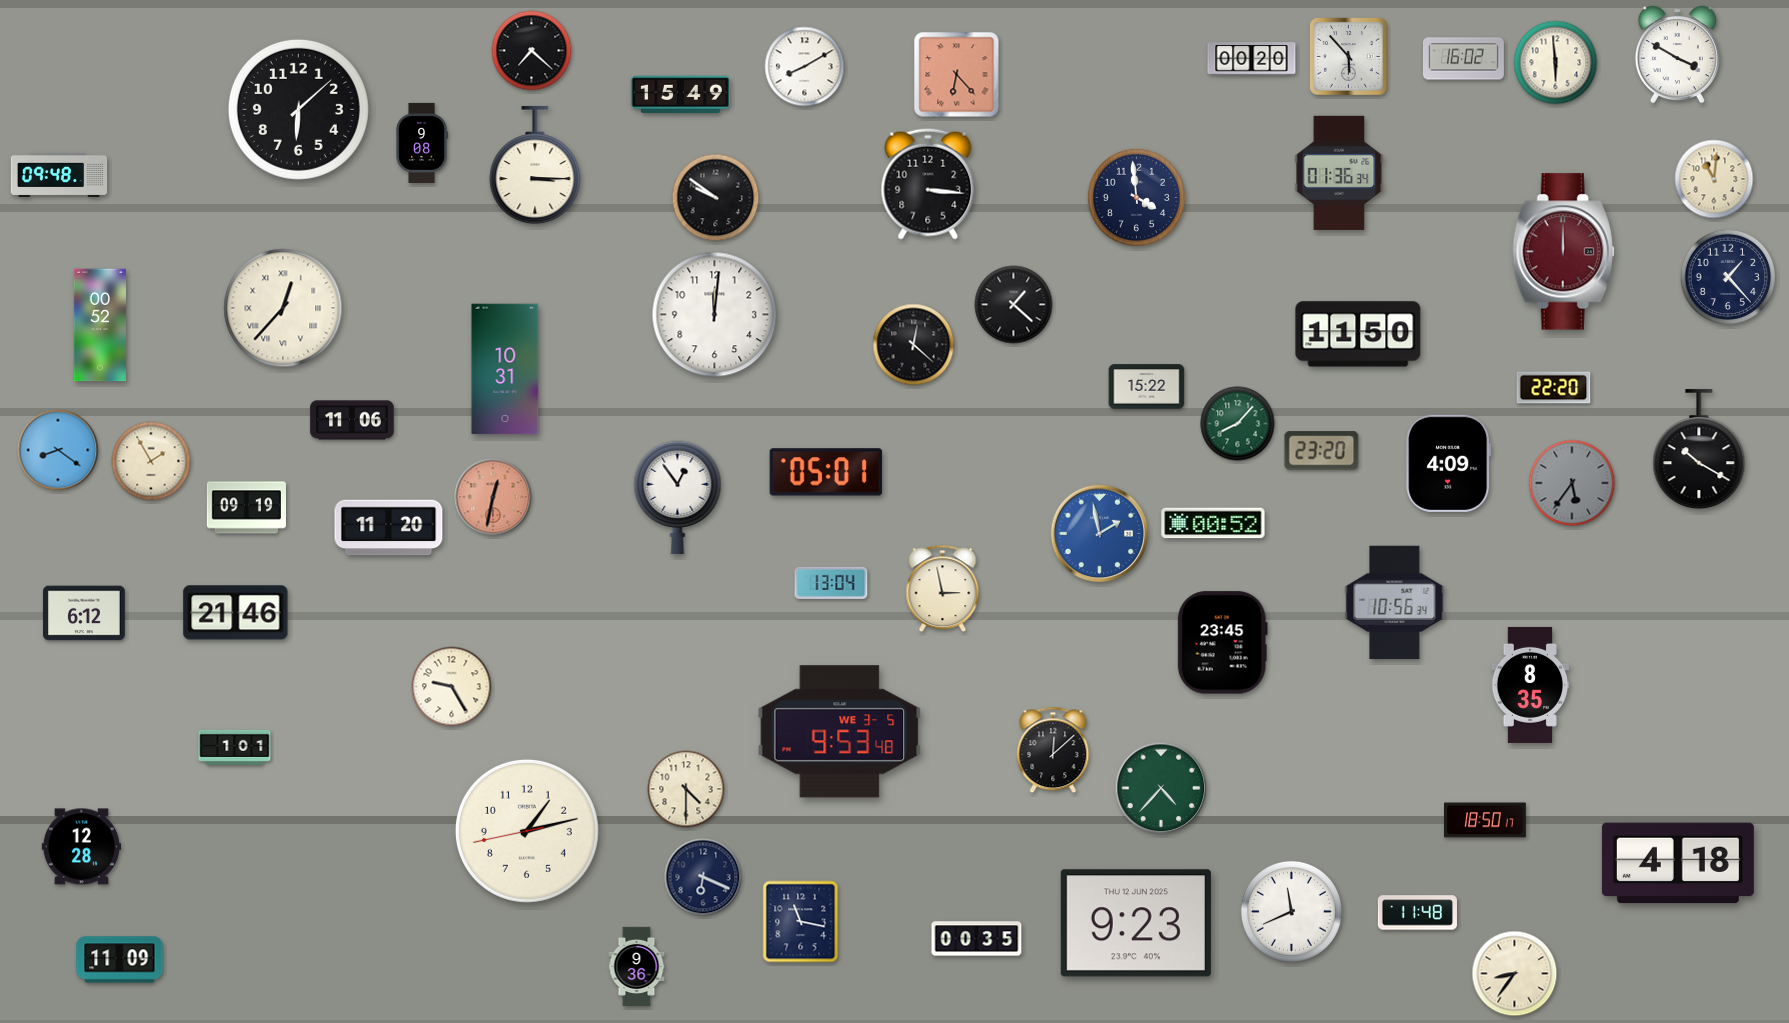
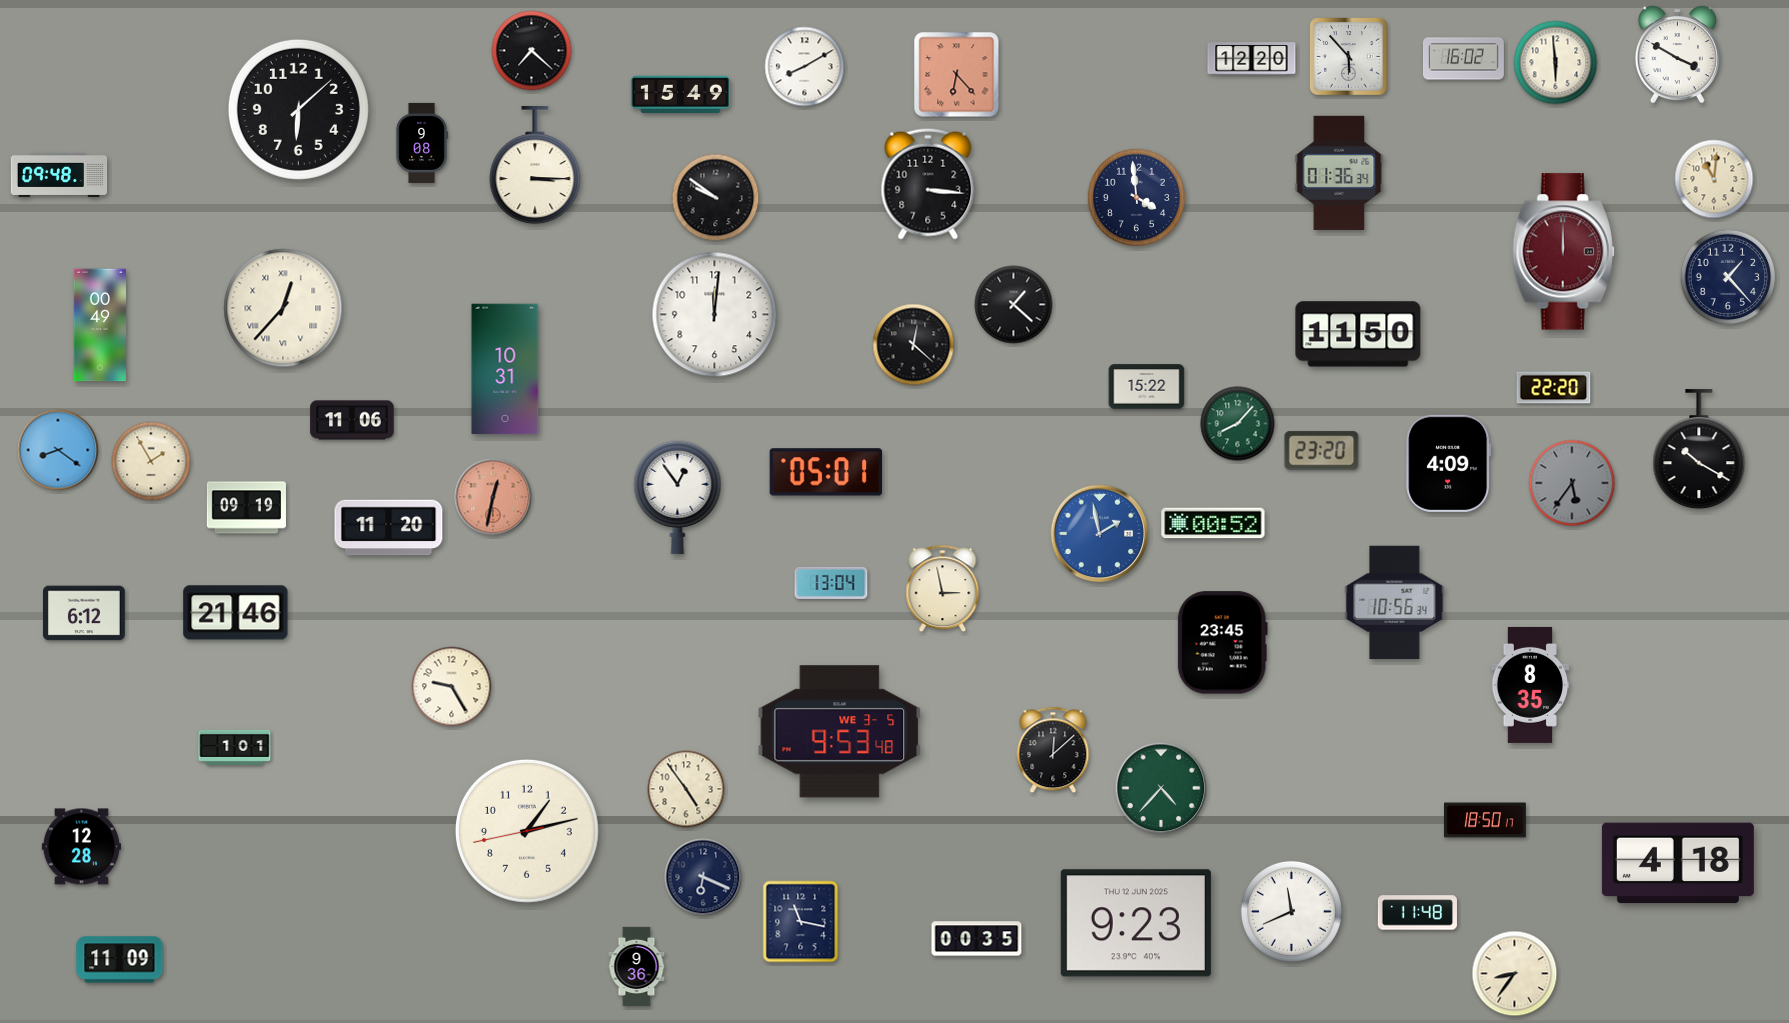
clock at (1252, 59): 00:20 -> 12:20
clock at (99, 325): 00:52 -> 00:49
clock at (686, 789): 4:30 -> 4:54
